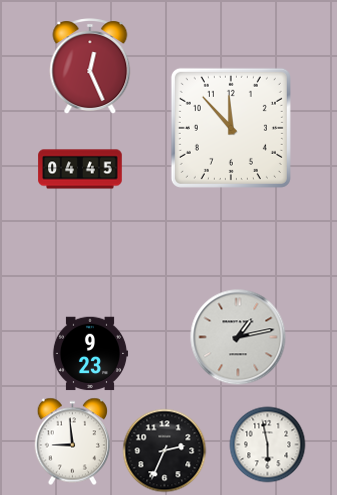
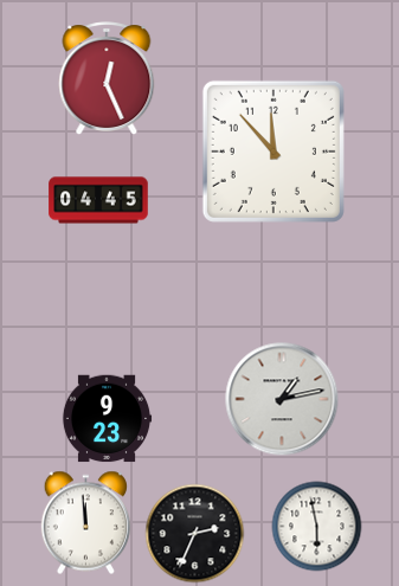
clock at (80, 169) position: (80, 169) -> (98, 200)
clock at (72, 442): 8:59 -> 11:59
